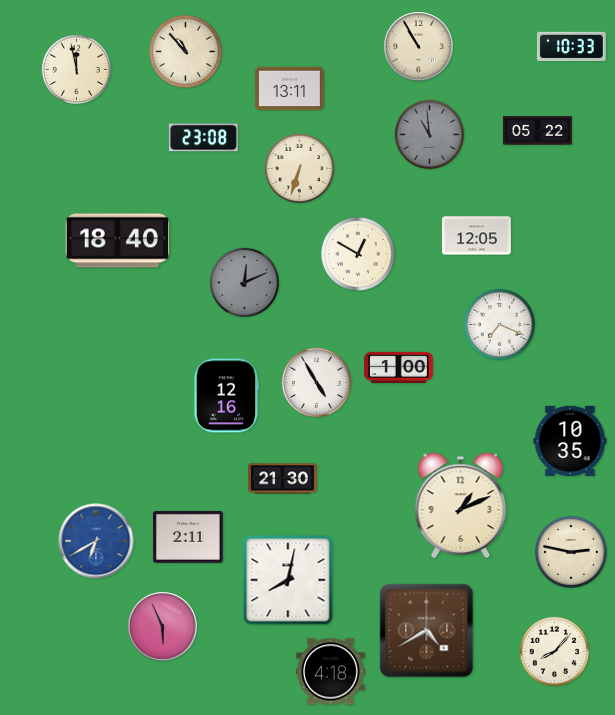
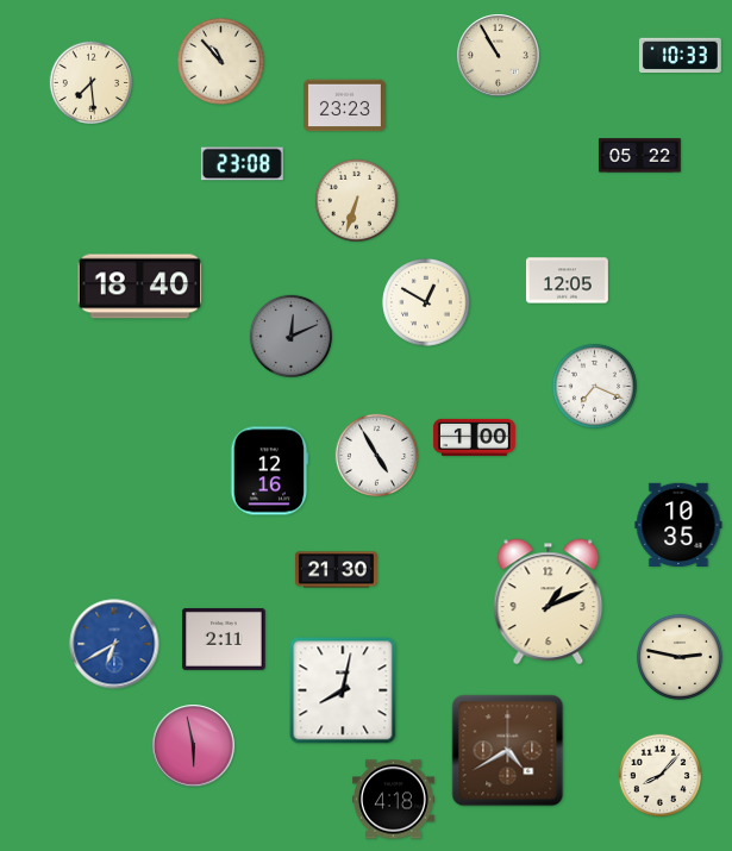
clock at (76, 69): 11:58 -> 7:29
clock at (290, 89): 13:11 -> 23:23
clock at (429, 134): 10:59 -> none
clock at (163, 627): 5:56 -> 5:58
